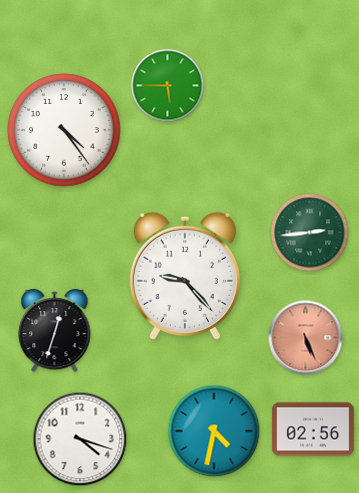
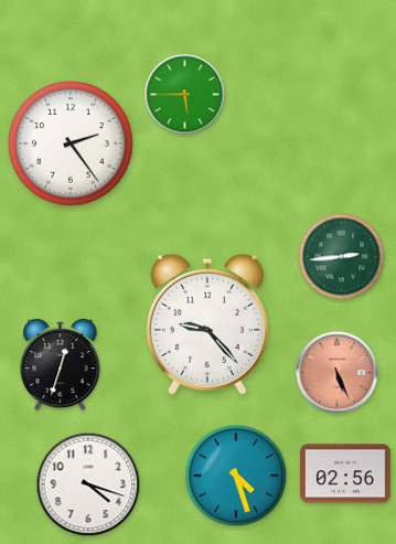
clock at (64, 130): 4:24 -> 2:24
clock at (185, 276) position: (185, 276) -> (207, 324)
clock at (214, 431): 4:32 -> 4:27
